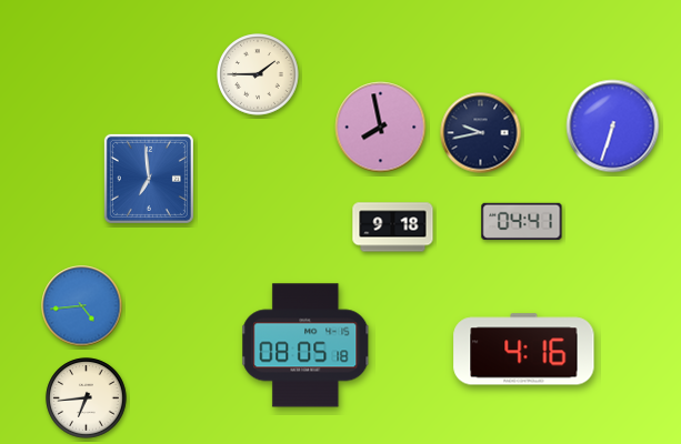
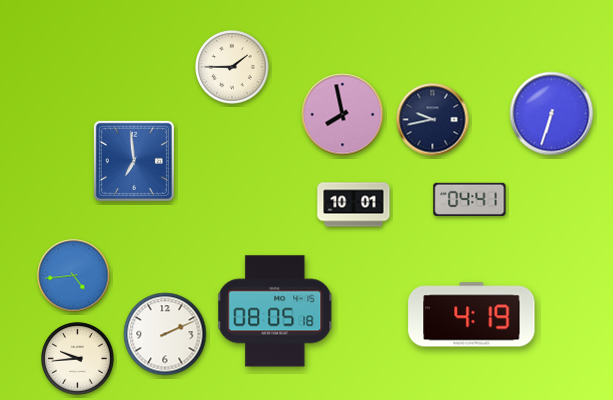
clock at (393, 228): 9:18 -> 10:01
clock at (524, 350): 4:16 -> 4:19
clock at (165, 334): none -> 2:11
clock at (87, 398): 6:44 -> 9:44
